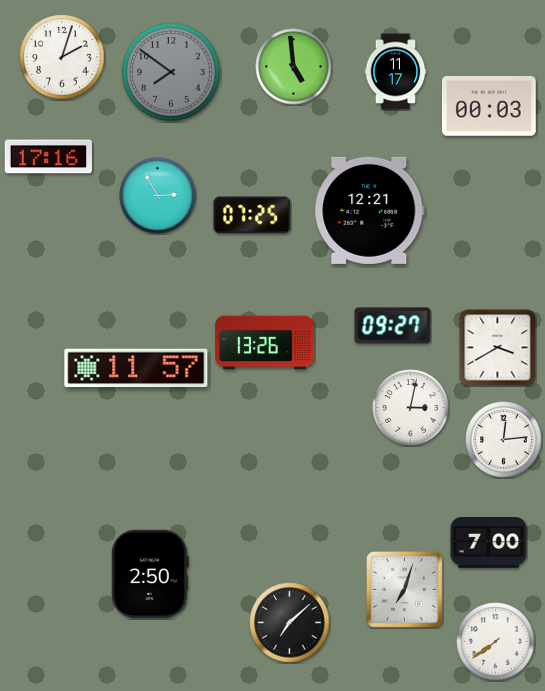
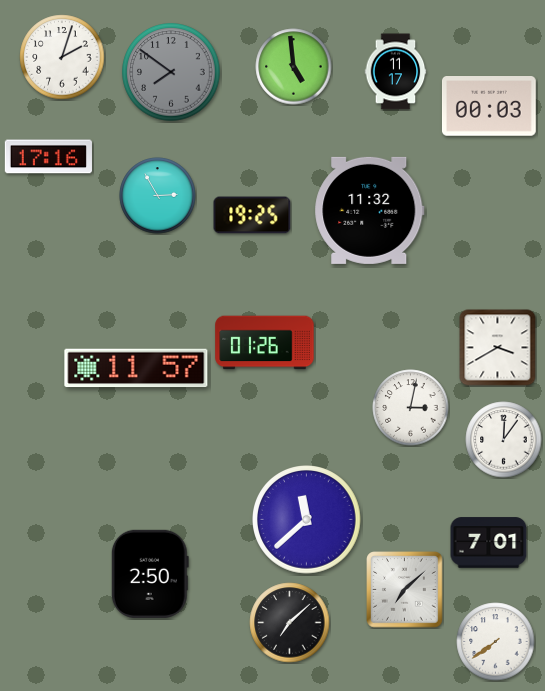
clock at (370, 210): 12:21 -> 11:32
clock at (252, 215): 07:25 -> 19:25
clock at (393, 326): 09:27 -> none
clock at (265, 343): 13:26 -> 01:26
clock at (504, 440): 12:14 -> 12:06
clock at (307, 520): none -> 11:38
clock at (489, 543): 7:00 -> 7:01
clock at (405, 590): 7:03 -> 7:08
